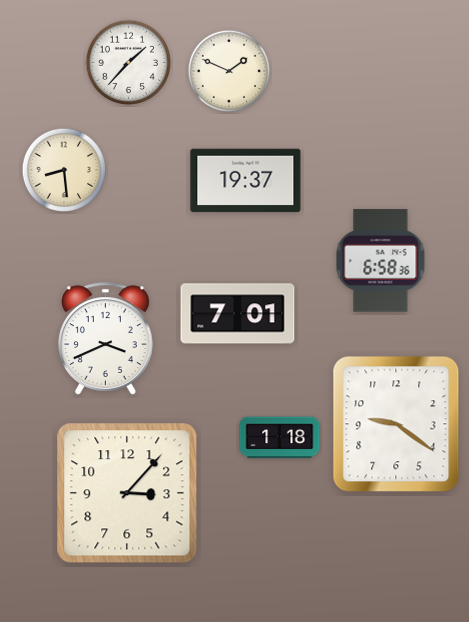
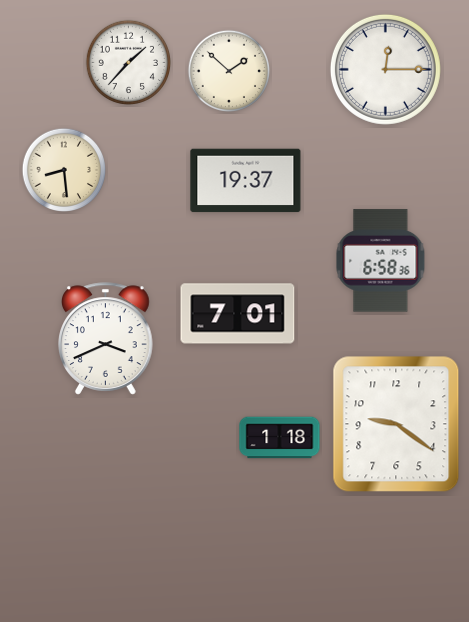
clock at (385, 69): none -> 12:15
clock at (229, 71): 1:49 -> 1:52
clock at (127, 493): 3:07 -> none
